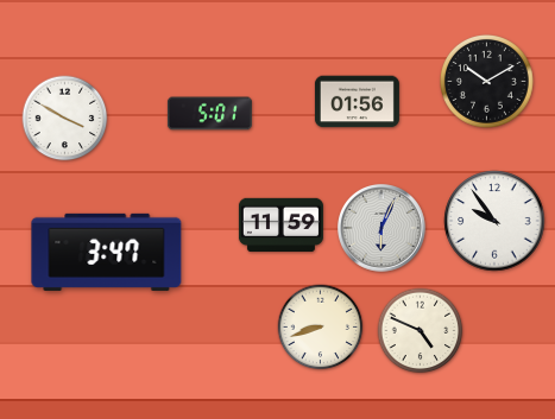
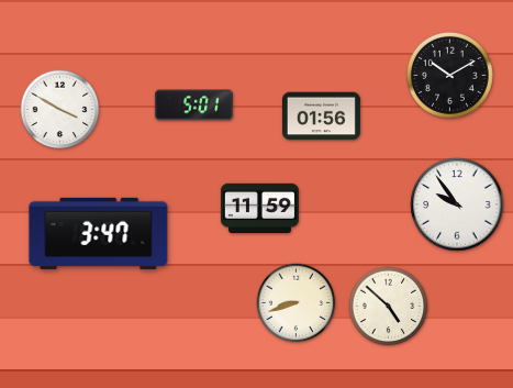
clock at (357, 102) position: (357, 102) -> (321, 117)
clock at (383, 229): 6:04 -> none
clock at (421, 331): 4:49 -> 4:52
